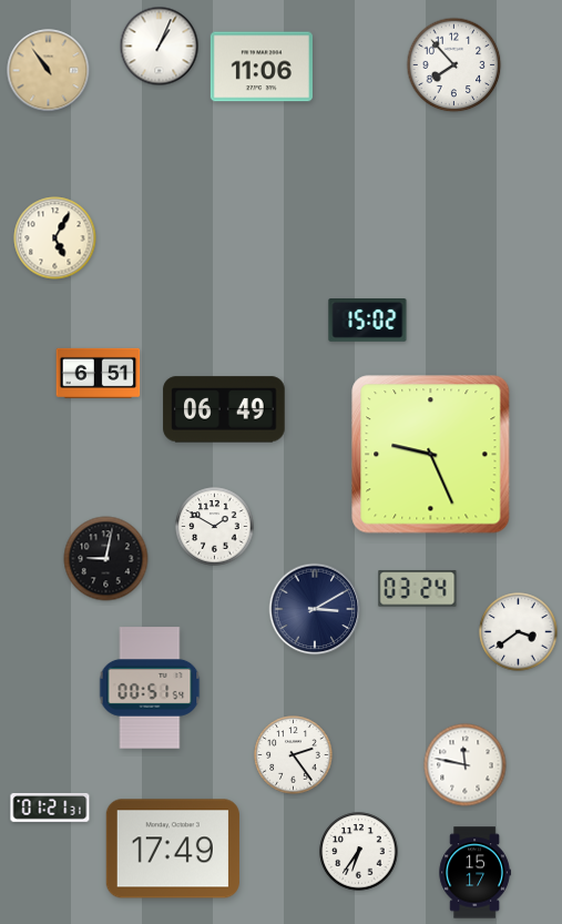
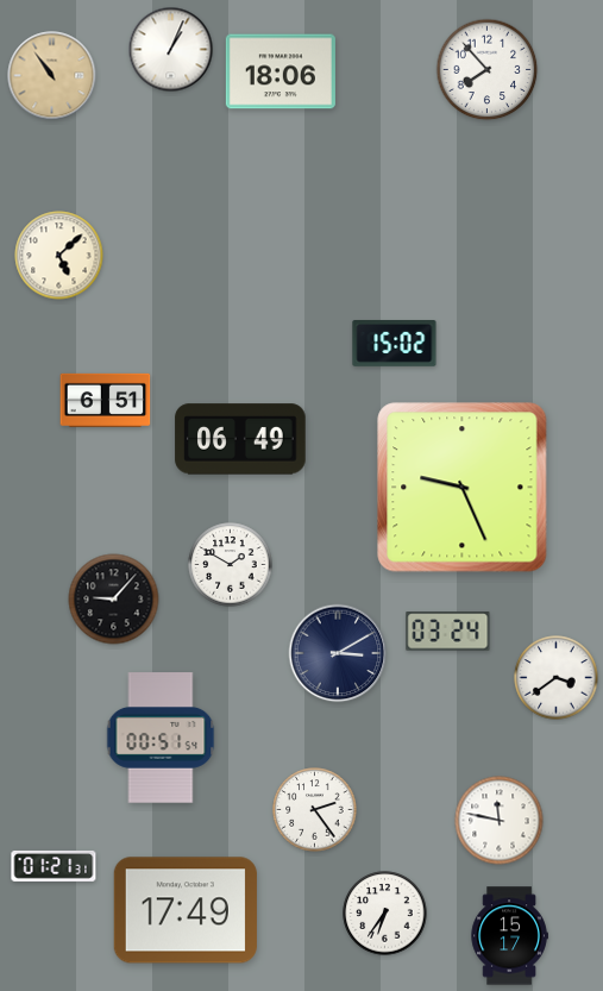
clock at (262, 67): 11:06 -> 18:06
clock at (55, 238): 5:05 -> 5:08
clock at (106, 559): 9:02 -> 9:07
